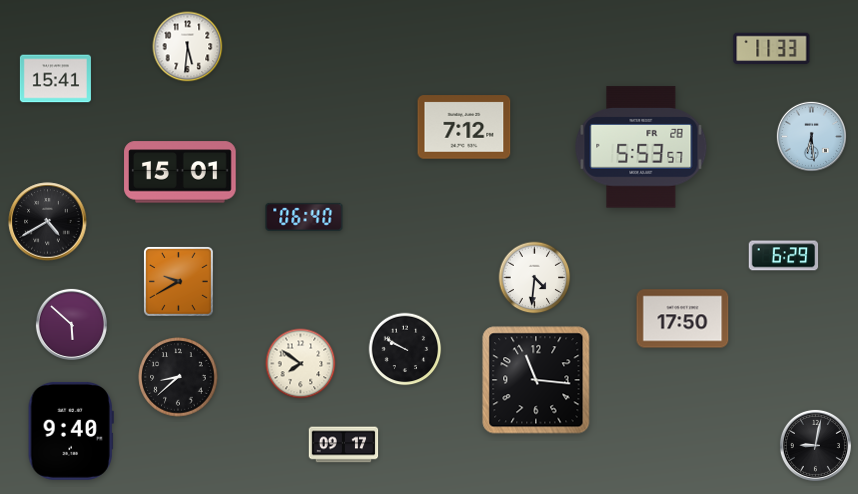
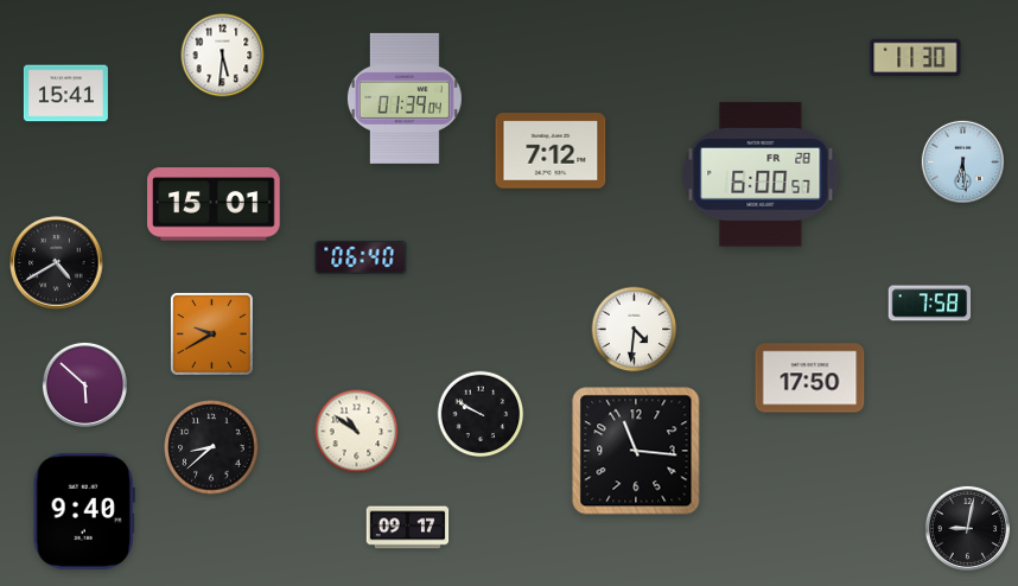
clock at (772, 49): 11:33 -> 11:30
clock at (405, 98): none -> 01:39
clock at (641, 147): 5:53 -> 6:00
clock at (784, 256): 6:29 -> 7:58
clock at (301, 364): 7:51 -> 10:51
